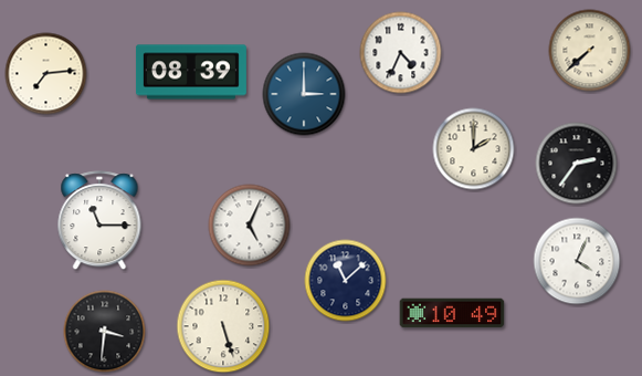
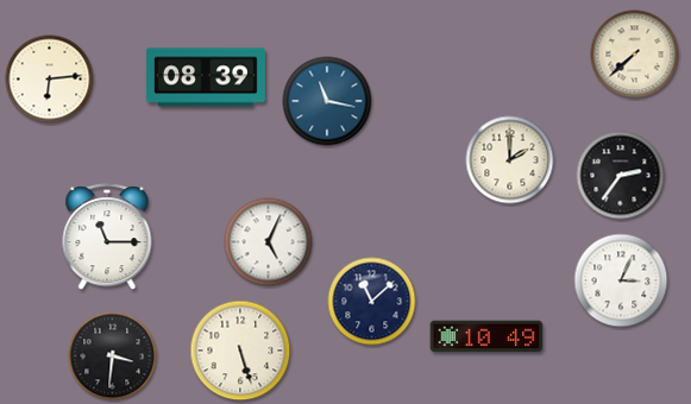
clock at (401, 53): 4:34 -> none
clock at (46, 74): 7:14 -> 6:14
clock at (304, 94): 3:00 -> 11:17
clock at (577, 261): 4:04 -> 3:04
